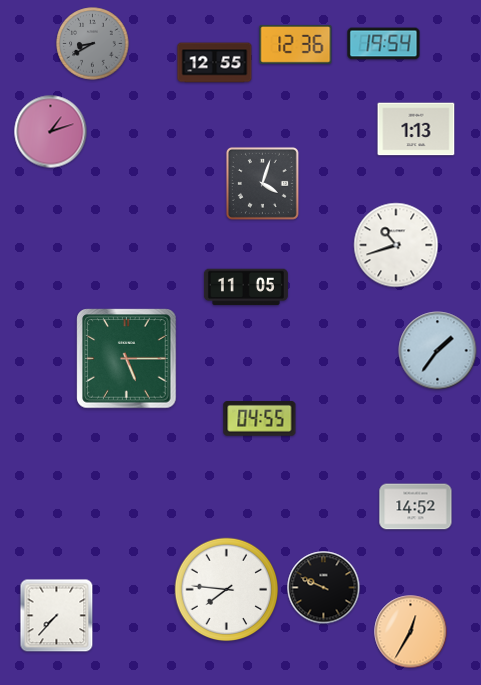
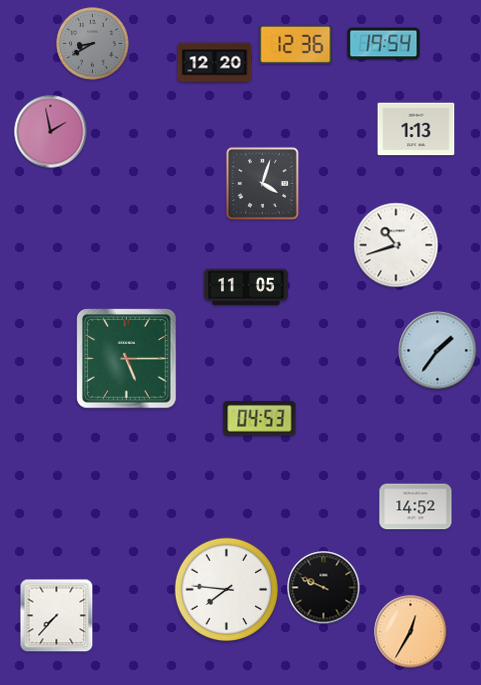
clock at (215, 63): 12:55 -> 12:20
clock at (51, 132): 1:12 -> 1:58
clock at (260, 419): 04:55 -> 04:53
